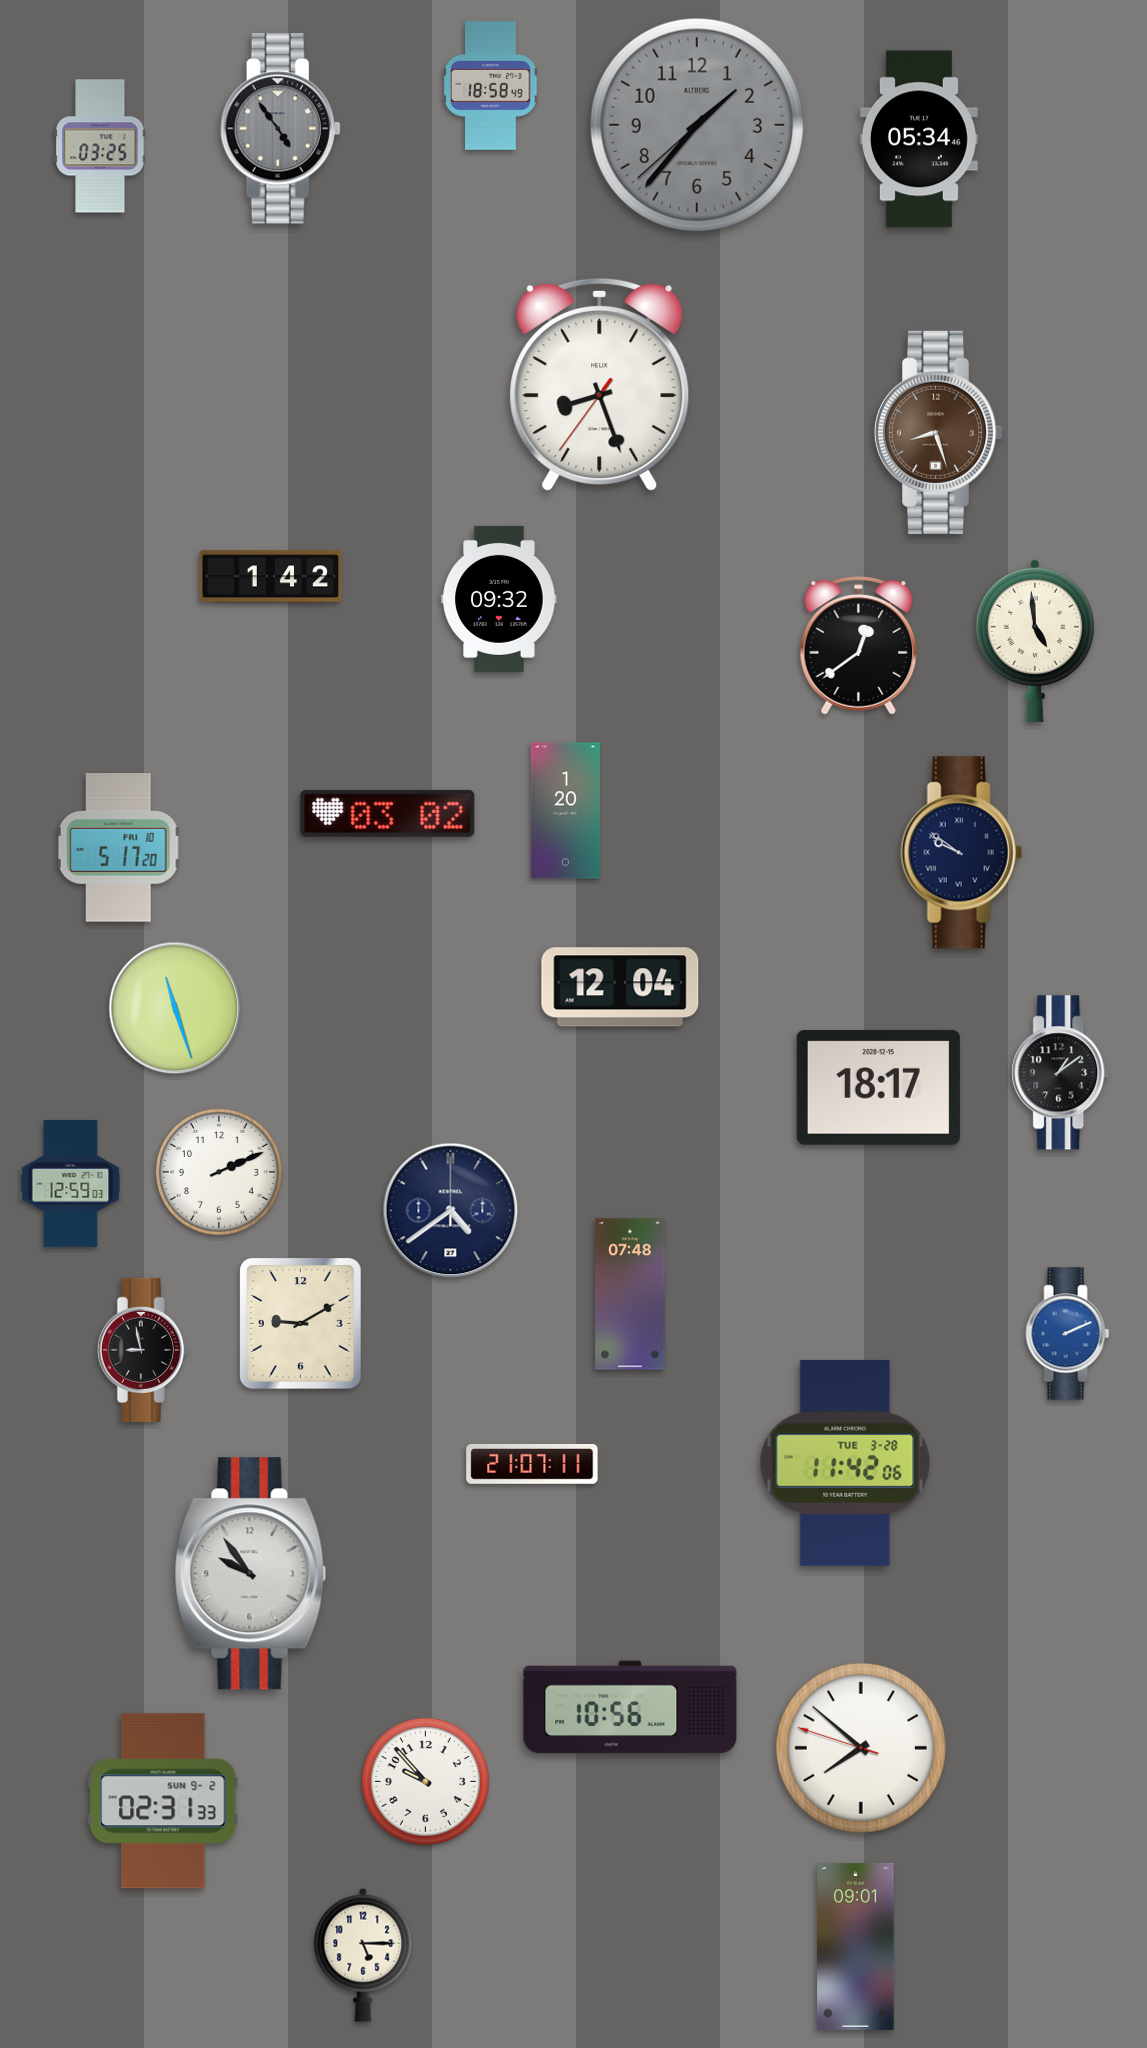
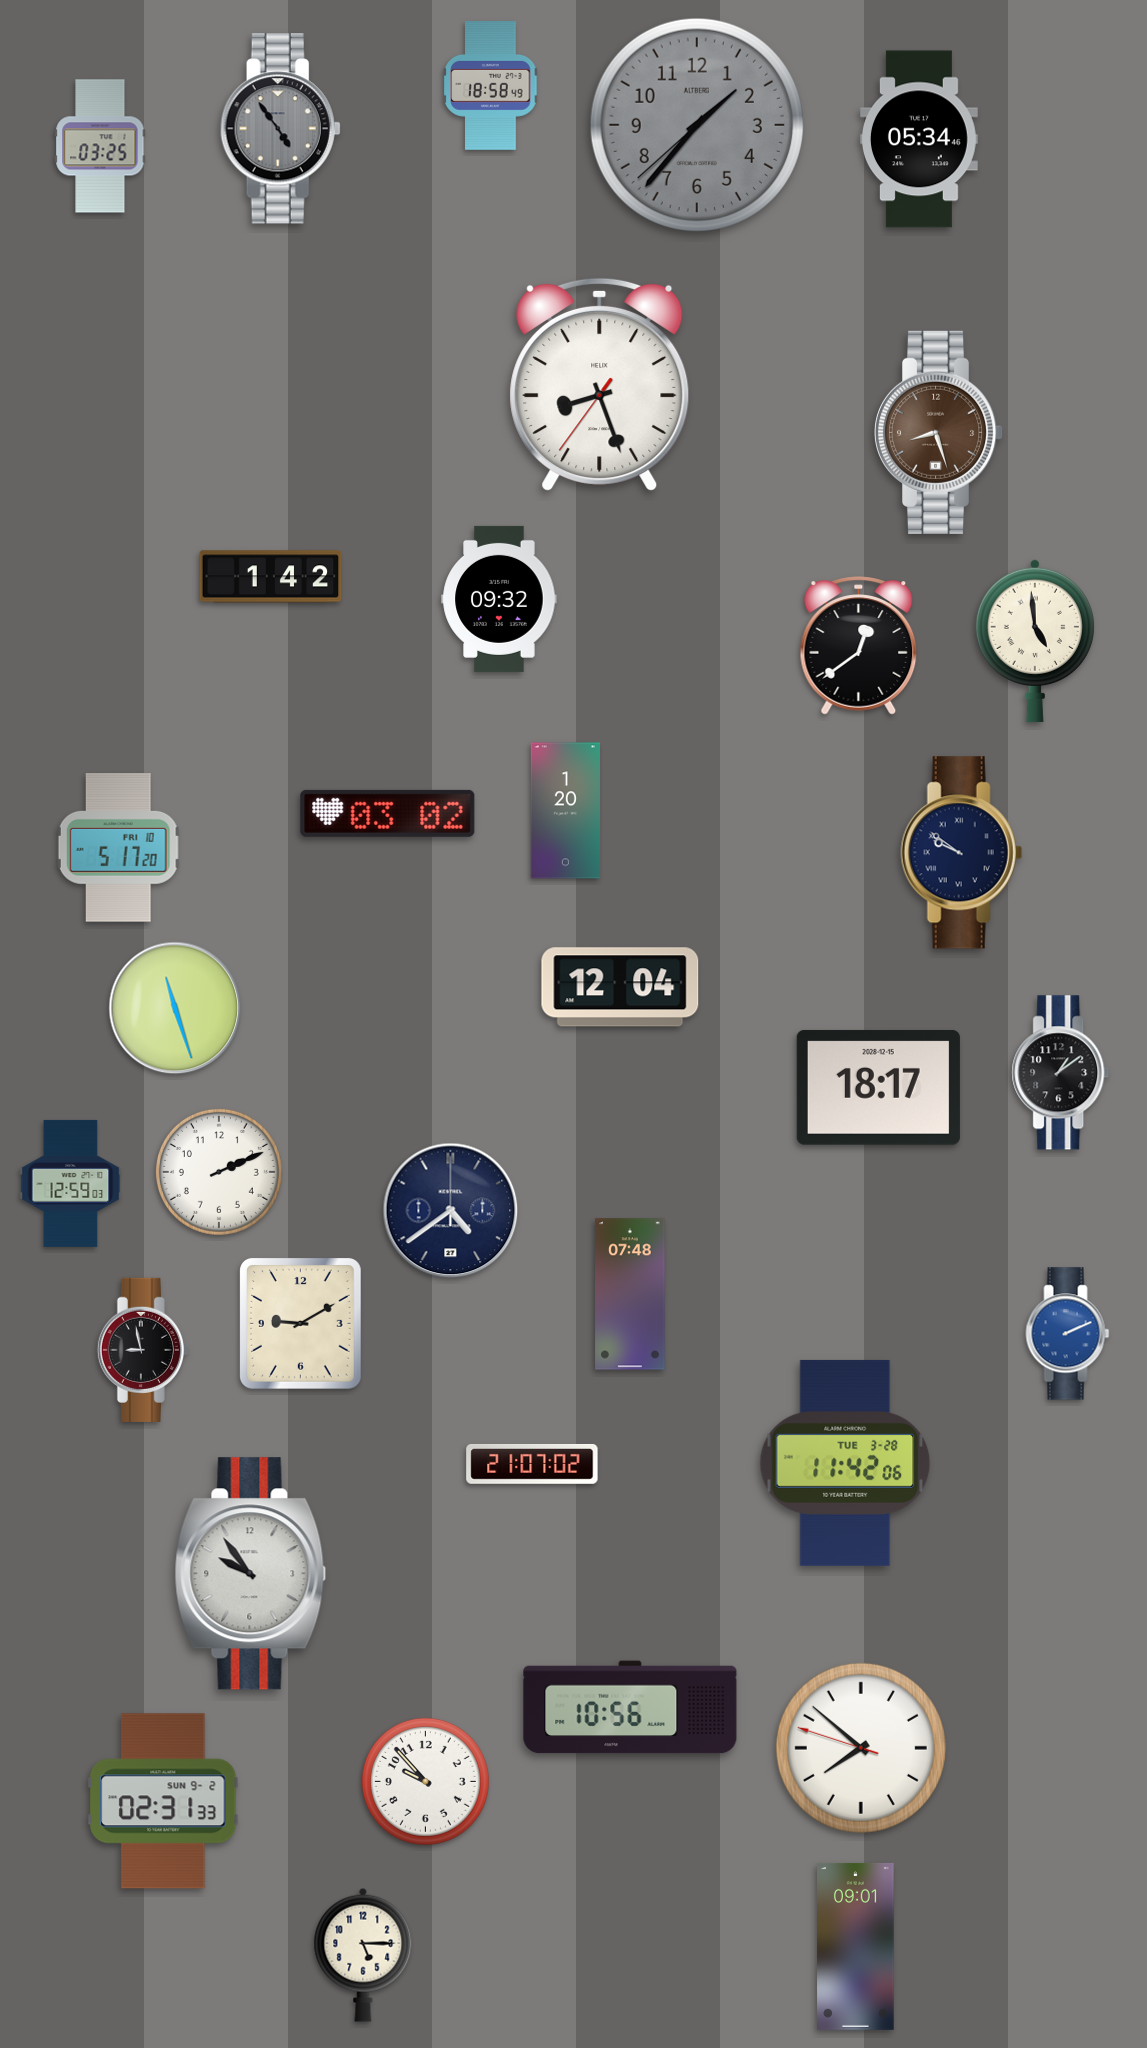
clock at (532, 1464): 21:07:11 -> 21:07:02
